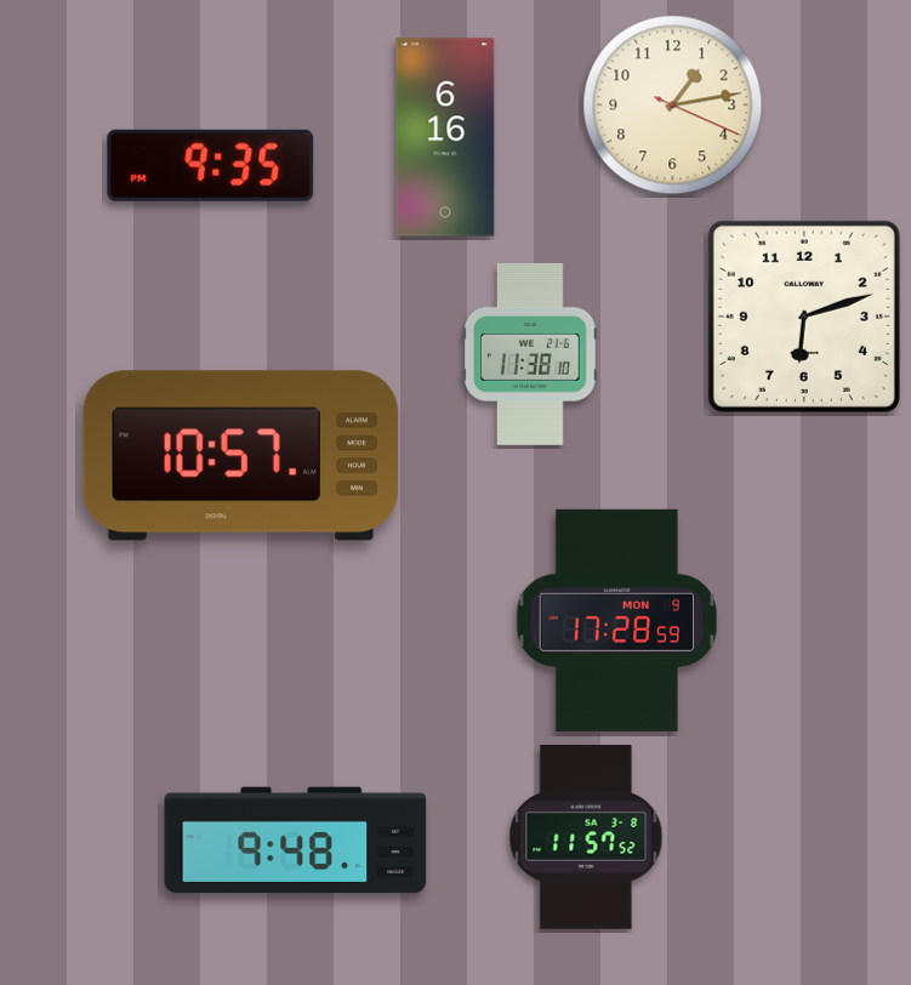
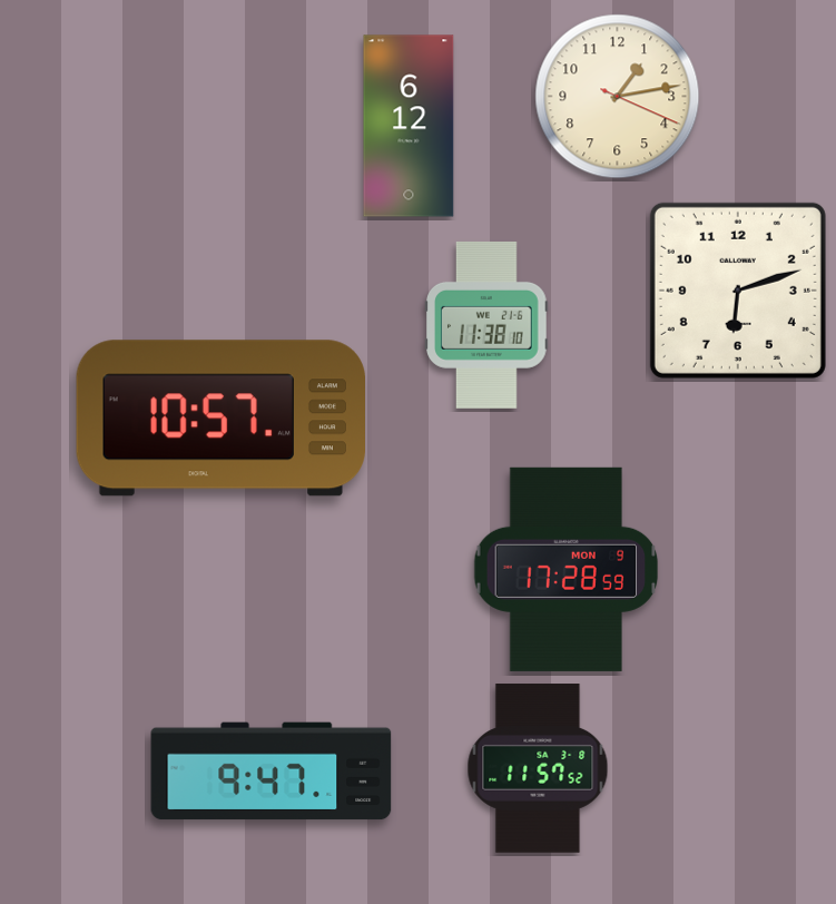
clock at (445, 137): 6:16 -> 6:12
clock at (211, 165): 9:35 -> none
clock at (296, 841): 9:48 -> 9:47
